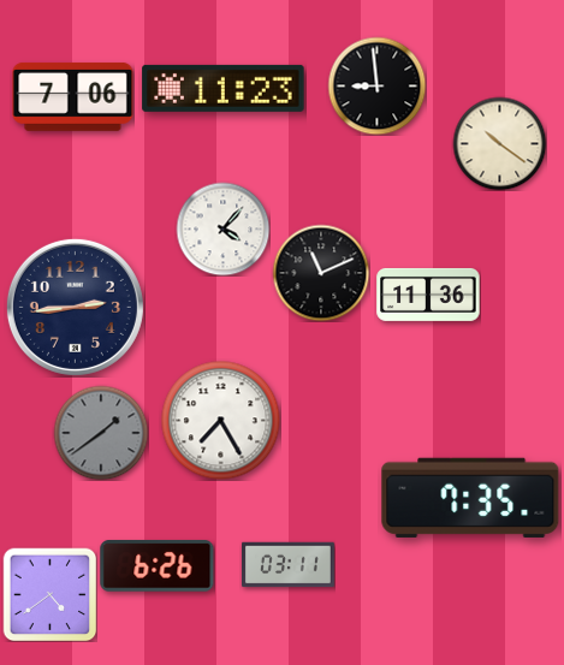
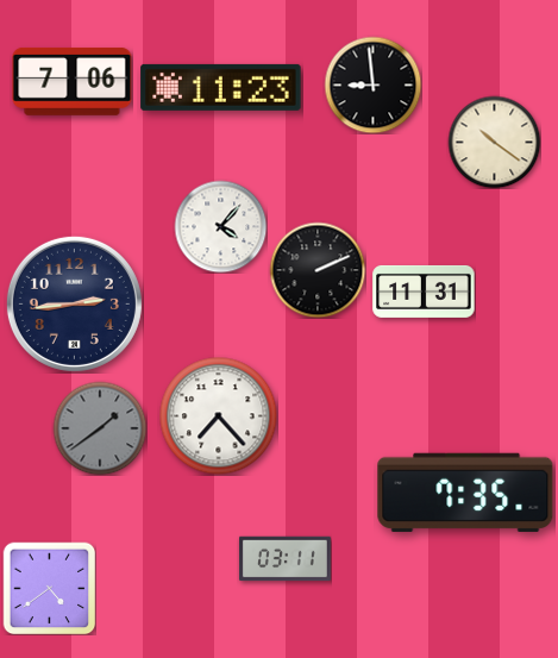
clock at (73, 96) position: (73, 96) -> (73, 81)
clock at (321, 273): 11:11 -> 2:11
clock at (428, 295): 11:36 -> 11:31
clock at (221, 421): 7:25 -> 7:23
clock at (158, 566): 6:26 -> none
